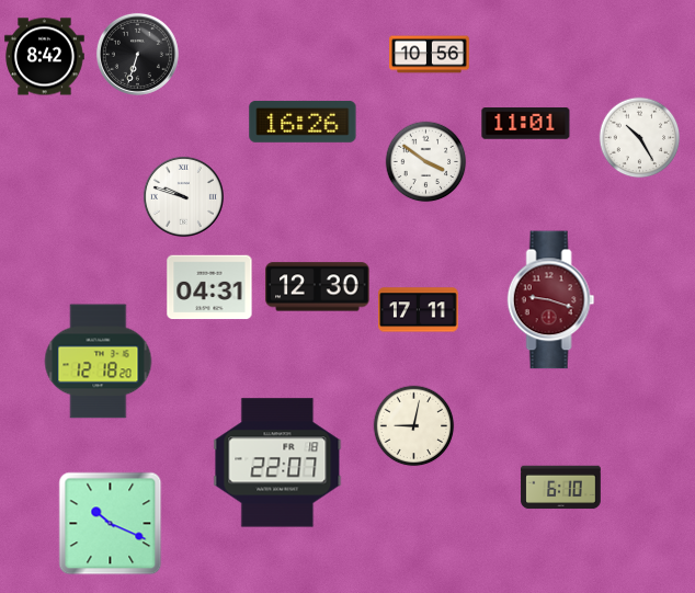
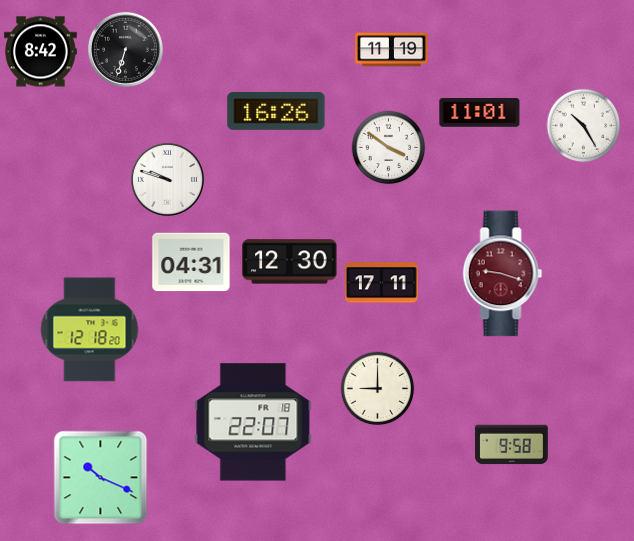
clock at (430, 55): 10:56 -> 11:19
clock at (414, 426): 9:02 -> 9:00
clock at (561, 488): 6:10 -> 9:58
